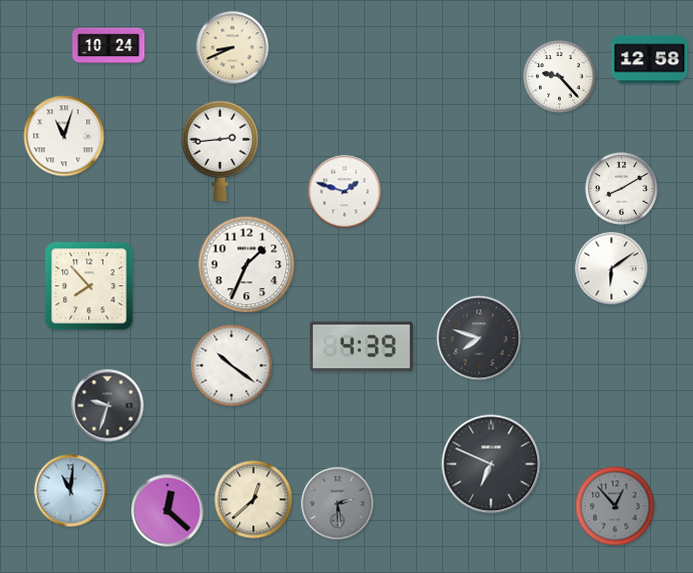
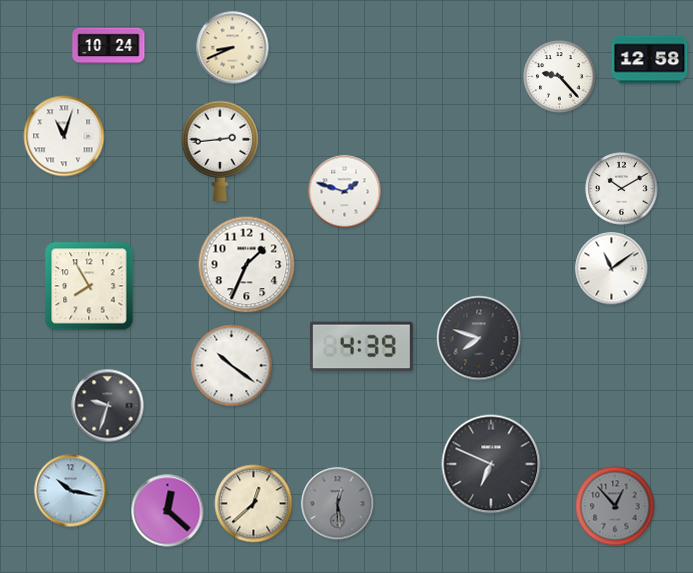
clock at (622, 189): 8:10 -> 10:10
clock at (612, 269): 6:09 -> 11:09
clock at (89, 286): 7:53 -> 7:55
clock at (71, 491): 11:01 -> 10:17
clock at (254, 500) position: (254, 500) -> (254, 504)
clock at (338, 504): 2:29 -> 12:29
